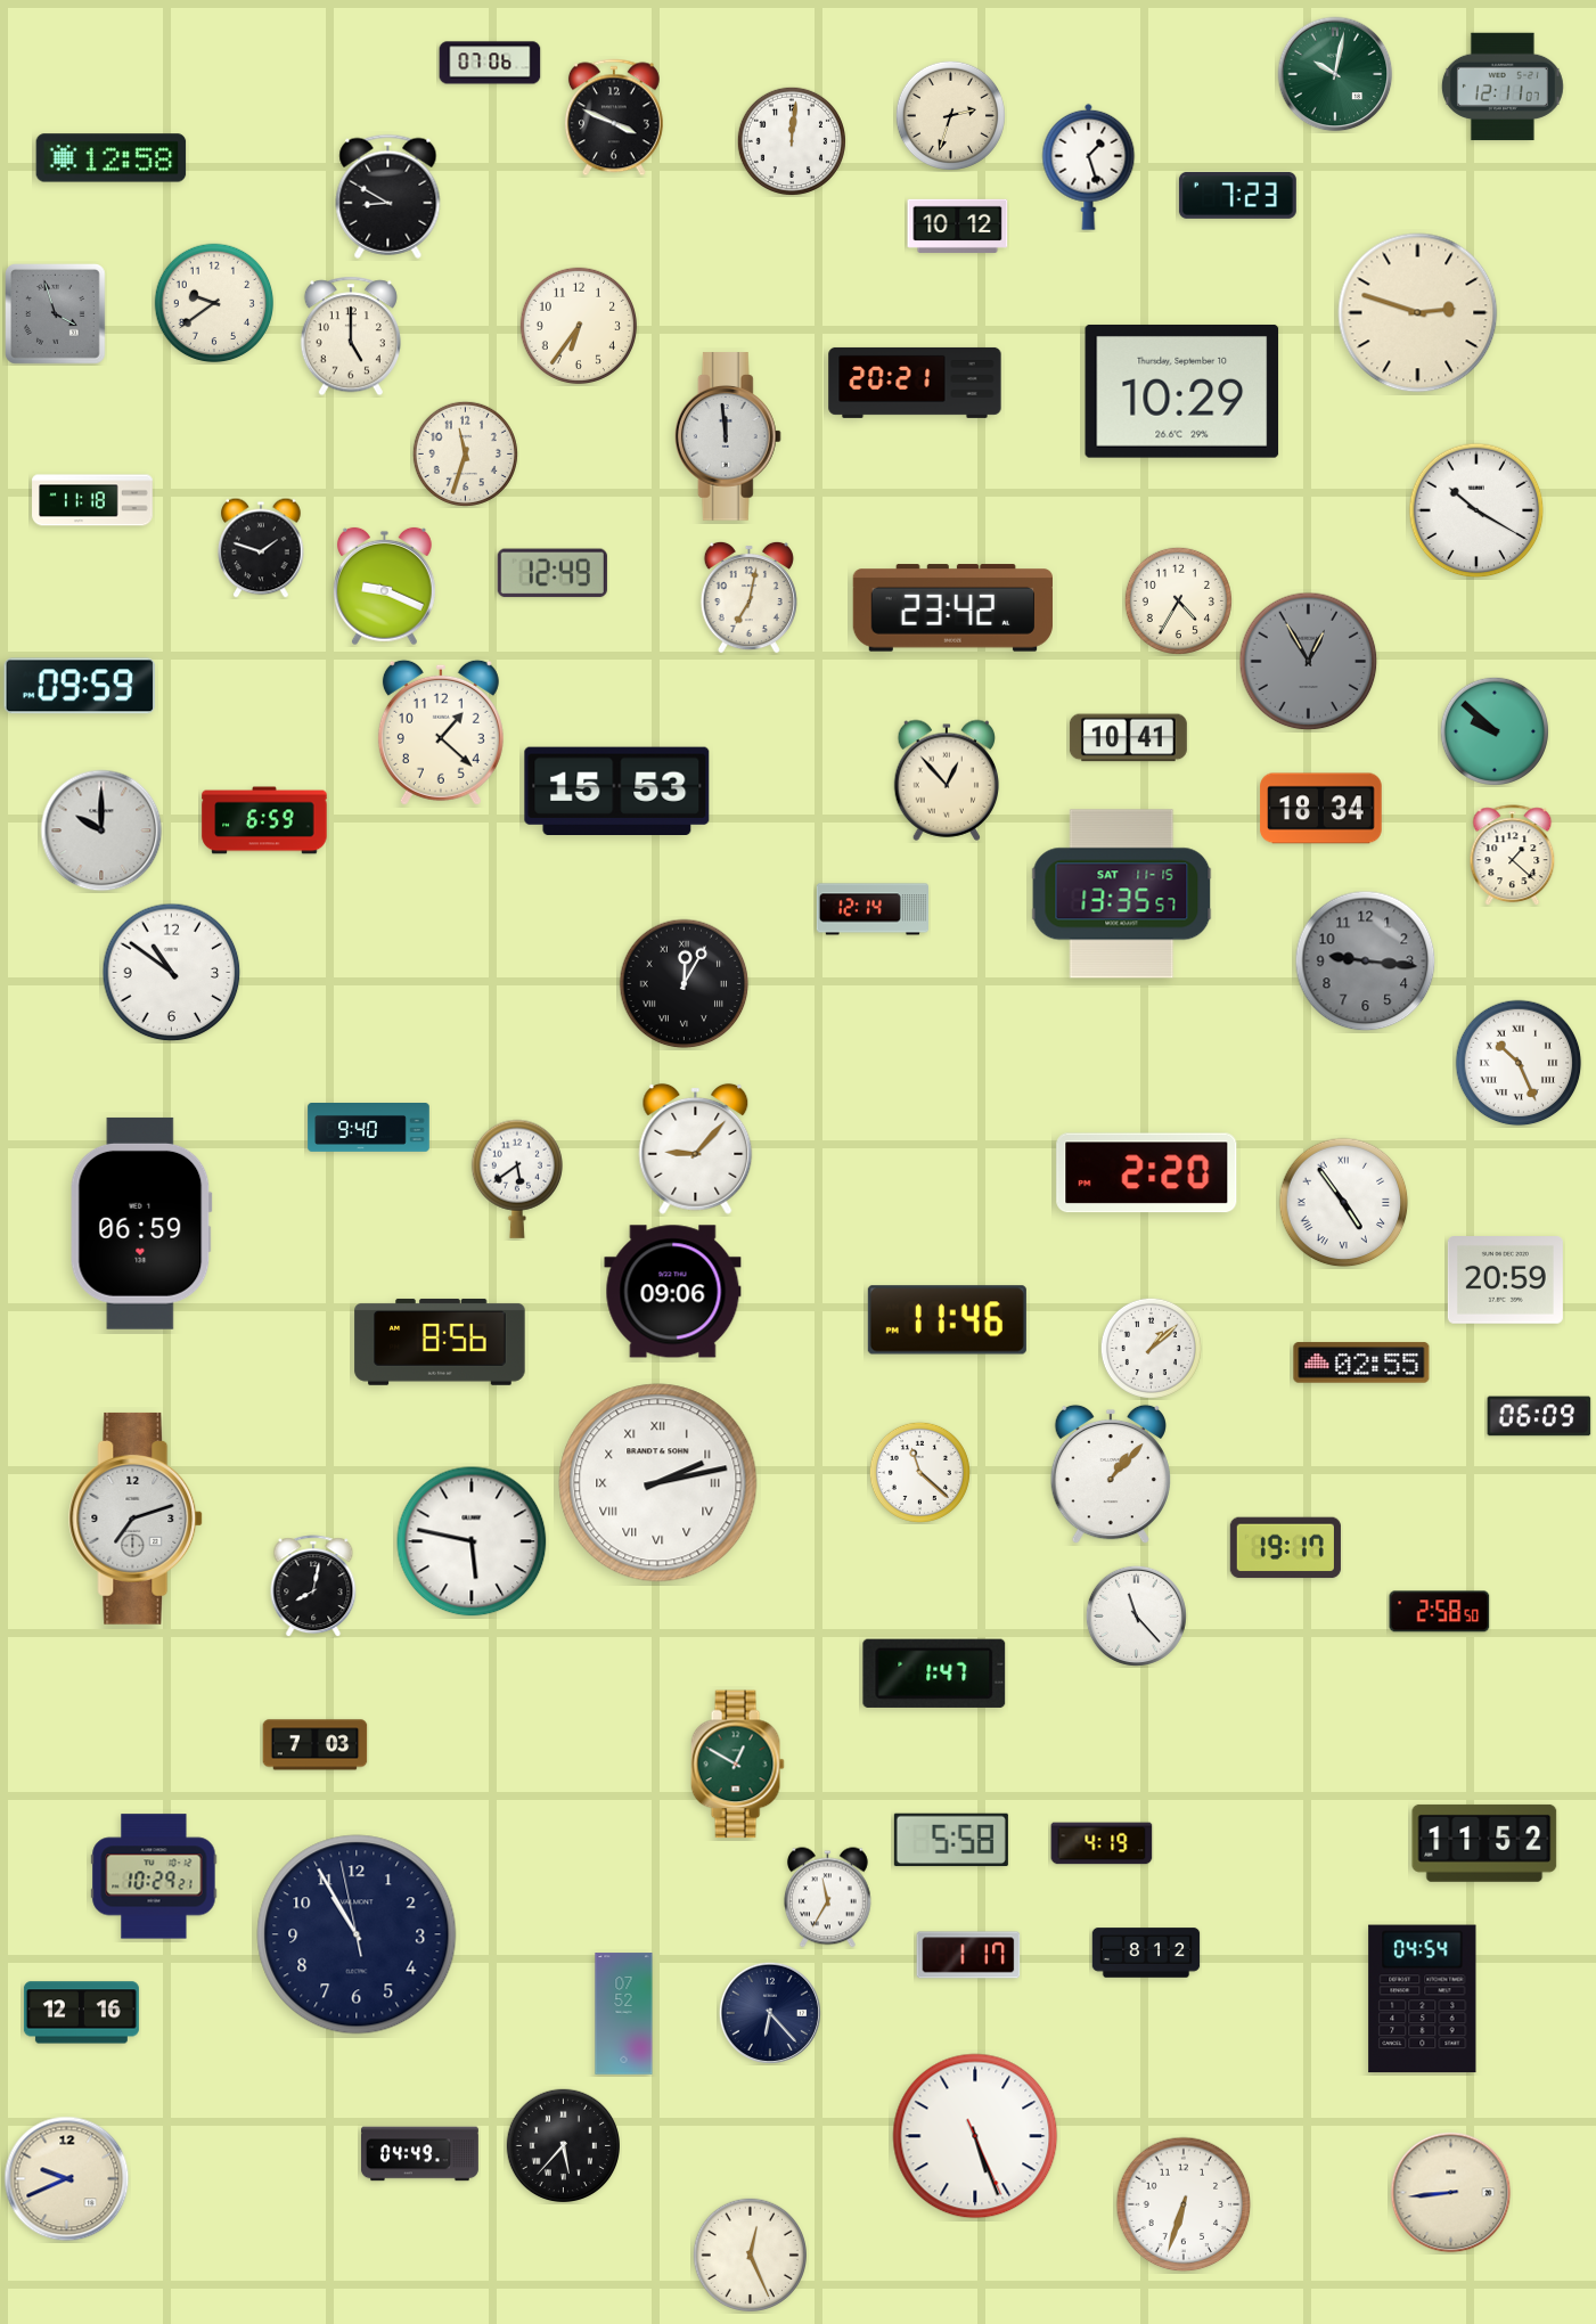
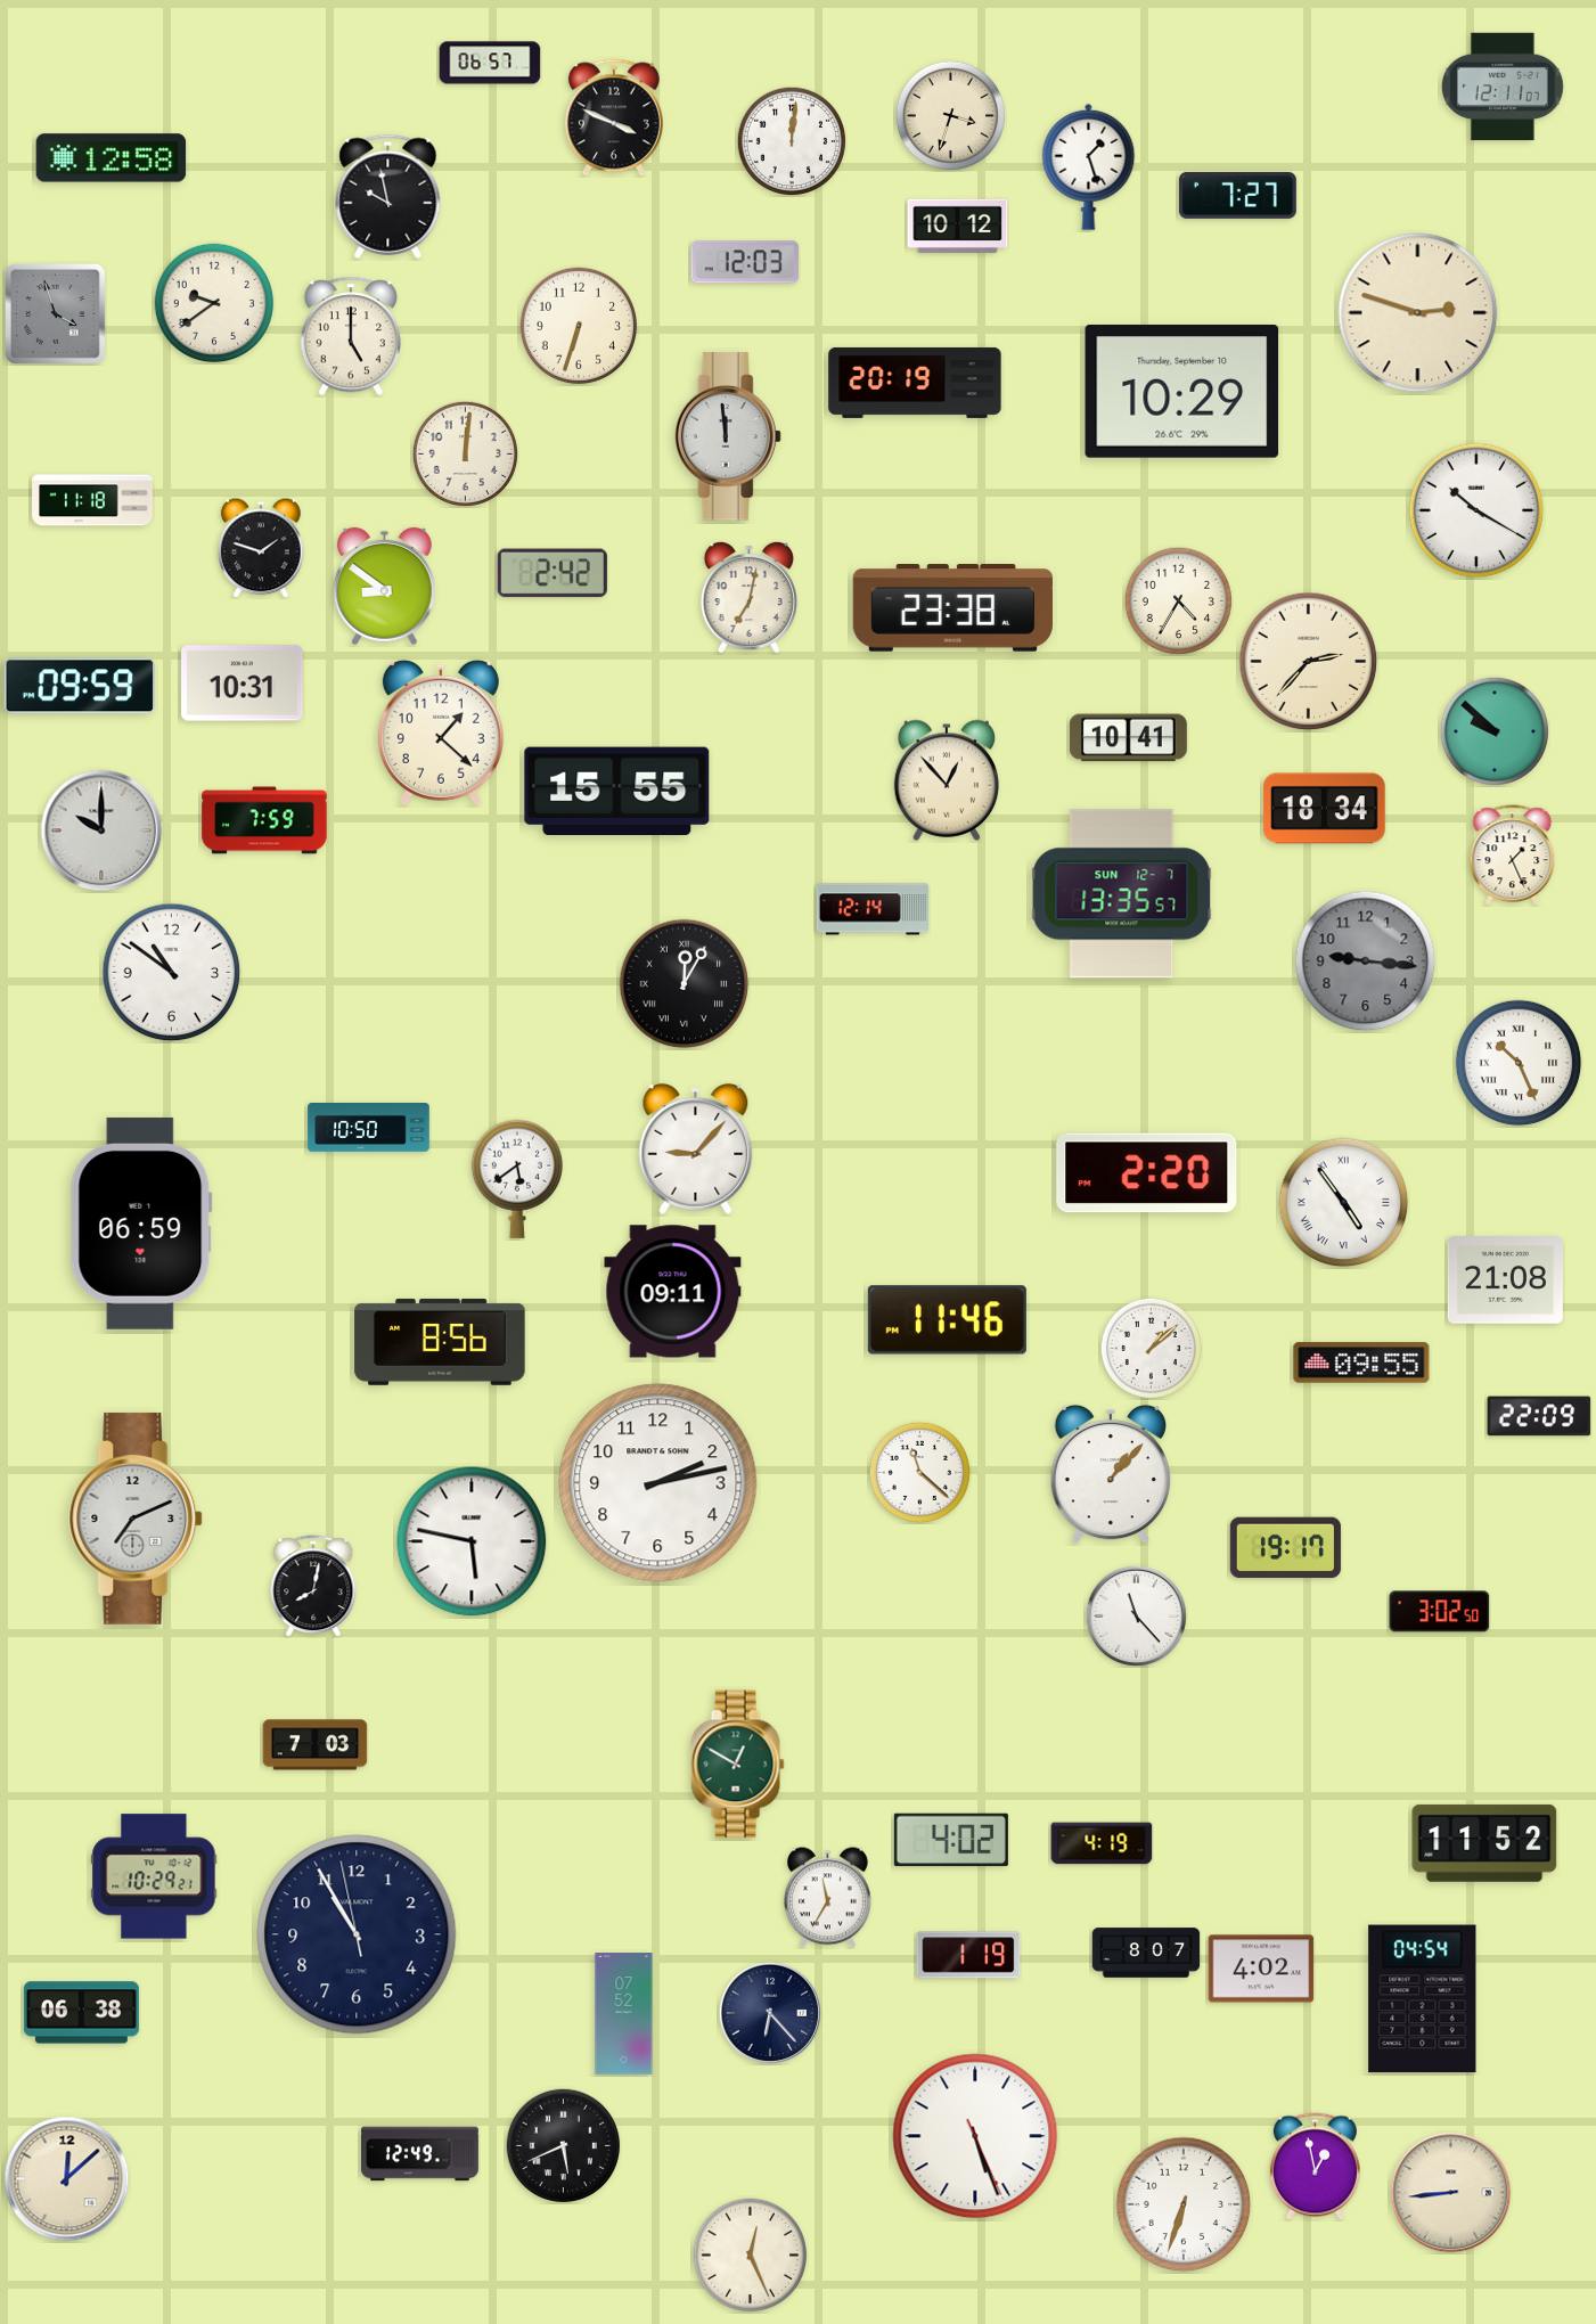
clock at (490, 63): 07:06 -> 06:57
clock at (1335, 74): 10:02 -> none
clock at (950, 115): 2:33 -> 3:33
clock at (1237, 195): 7:23 -> 7:27
clock at (388, 196): 8:50 -> 9:58
clock at (744, 262): none -> 12:03
clock at (579, 326): 6:36 -> 6:33
clock at (915, 383): 20:21 -> 20:19
clock at (465, 453): 11:33 -> 12:01
clock at (553, 573): 12:49 -> 2:42
clock at (384, 587): 9:19 -> 8:51
clock at (952, 608): 23:42 -> 23:38
clock at (1309, 662): 12:55 -> 2:37
clock at (1309, 662) dial: grey -> cream
clock at (243, 684): none -> 10:31
clock at (617, 791): 15:53 -> 15:55
clock at (1321, 809) position: (1321, 809) -> (1325, 809)
clock at (264, 820): 6:59 -> 7:59
clock at (1513, 856): 1:22 -> 1:26
clock at (1122, 894) date: SAT 11-15 -> SUN 12-7
clock at (369, 1128): 9:40 -> 10:50
clock at (1505, 1280): 20:59 -> 21:08
clock at (673, 1292): 09:06 -> 09:11
clock at (1361, 1363): 02:55 -> 09:55
clock at (1539, 1416): 06:09 -> 22:09
clock at (658, 1483) numerals: Roman -> Arabic
clock at (137, 1519): 7:12 -> 7:11
clock at (1440, 1612): 2:58 -> 3:02
clock at (934, 1674): 1:47 -> none
clock at (951, 1840): 5:58 -> 4:02
clock at (1146, 1953): 8:12 -> 8:07
clock at (968, 1955): 1:17 -> 1:19
clock at (1261, 1969): none -> 4:02
clock at (81, 2013): 12:16 -> 06:38
clock at (563, 2145): 5:37 -> 5:41
clock at (419, 2154): 04:49 -> 12:49
clock at (1315, 2167): none -> 12:58
clock at (67, 2179): 9:41 -> 12:08
